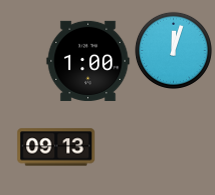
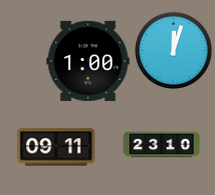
clock at (162, 145): none -> 23:10
clock at (56, 147): 09:13 -> 09:11
